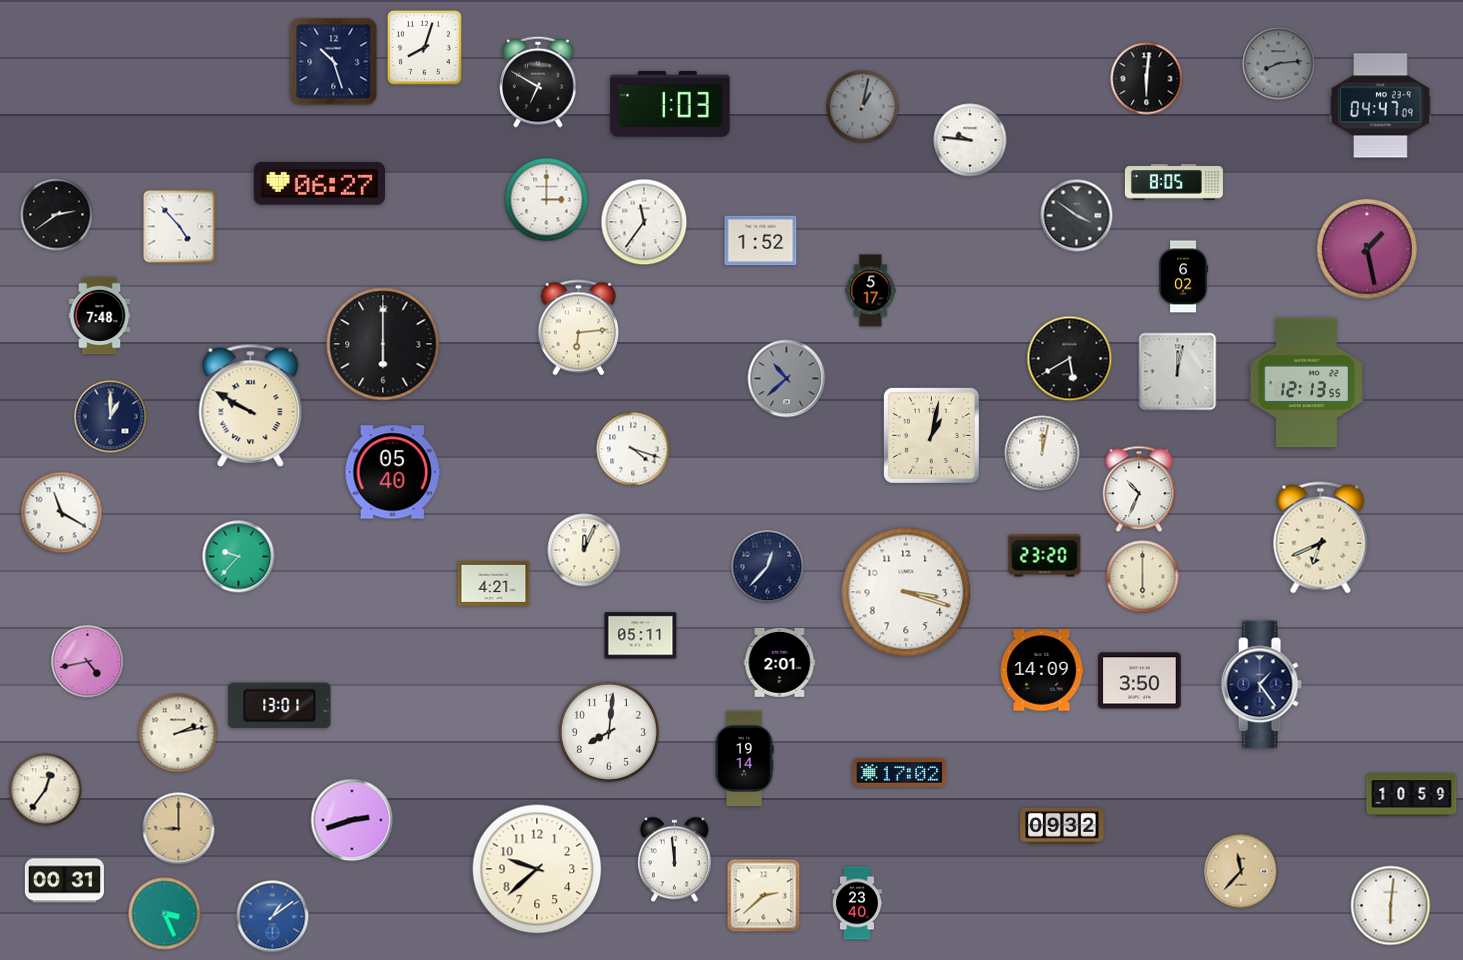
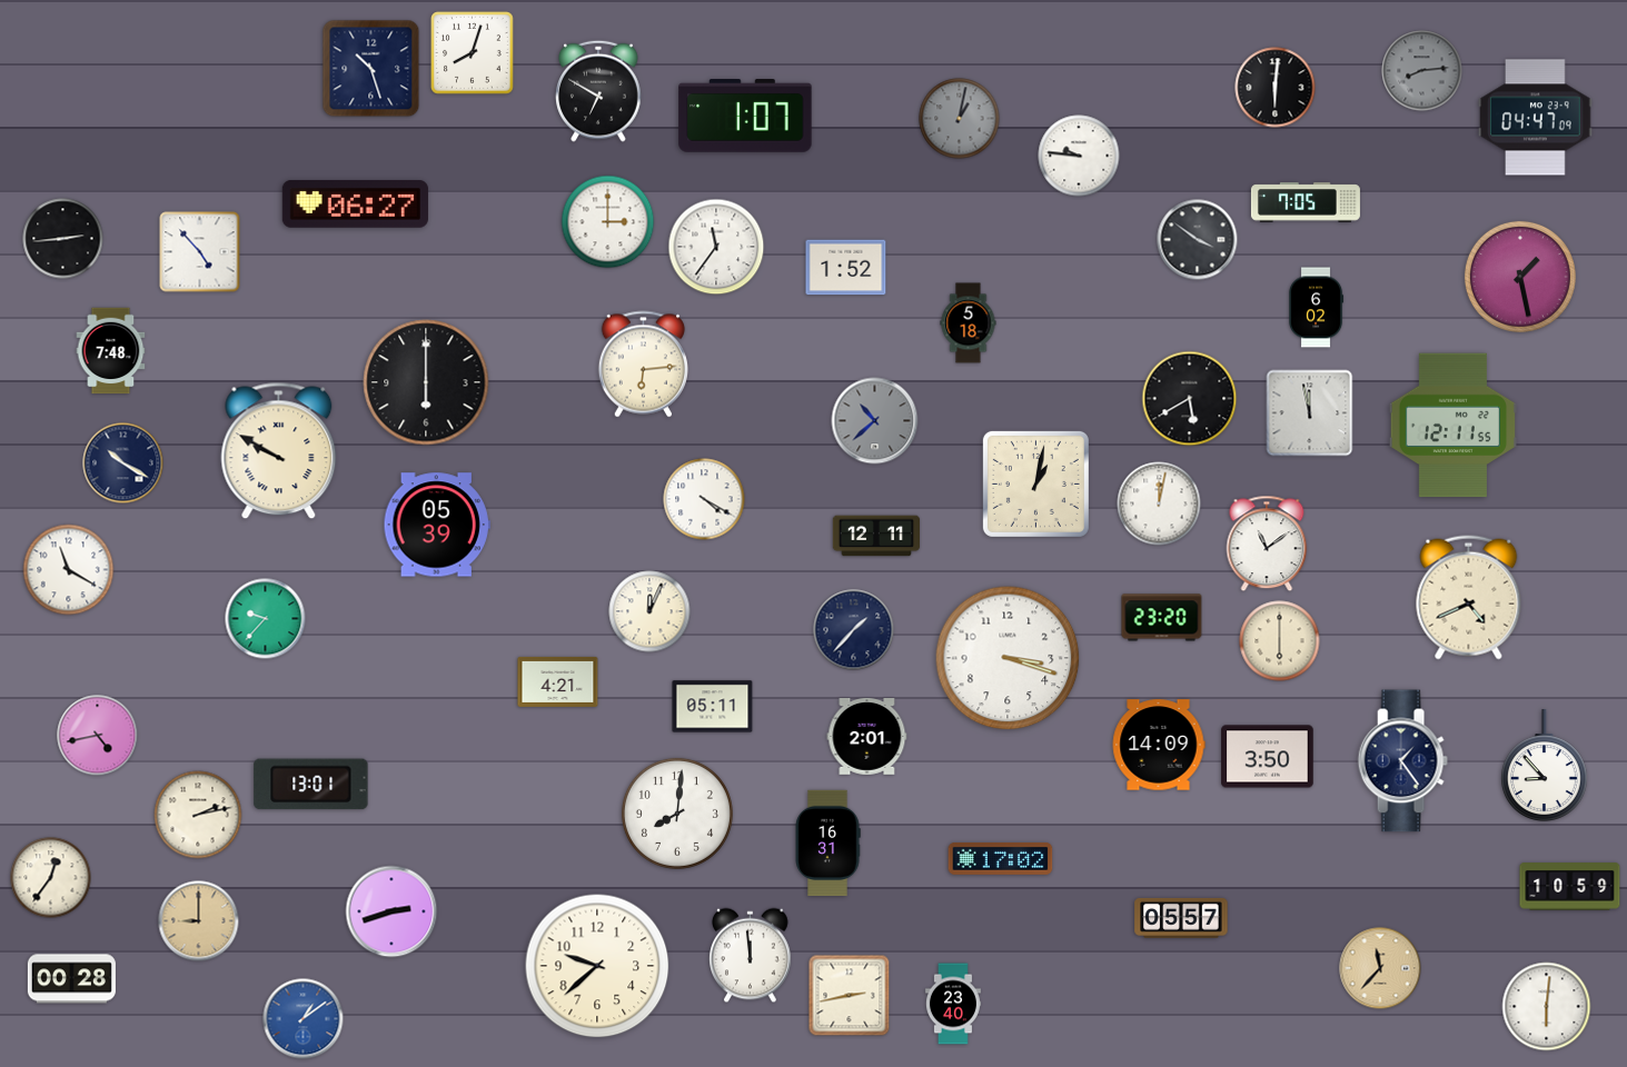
clock at (670, 105): 1:03 -> 1:07
clock at (1174, 182): 8:05 -> 7:05
clock at (57, 215): 2:39 -> 2:44
clock at (871, 291): 5:17 -> 5:18
clock at (1178, 372): 12:02 -> 11:58
clock at (1306, 383): 12:13 -> 12:11
clock at (111, 417): 1:00 -> 10:20
clock at (633, 449): 4:18 -> 4:20
clock at (393, 472): 05:40 -> 05:39
clock at (876, 536): none -> 12:11
clock at (1139, 489): 10:34 -> 11:09
clock at (1321, 538): 6:41 -> 4:41
clock at (768, 567): 12:37 -> 1:37
clock at (1143, 577) position: (1143, 577) -> (1280, 641)
clock at (494, 583) position: (494, 583) -> (558, 681)
clock at (1544, 765): none -> 8:53
clock at (744, 759): 19:14 -> 16:31
clock at (1412, 795) position: (1412, 795) -> (1570, 887)
clock at (1062, 826): 09:32 -> 05:57
clock at (64, 881): 00:31 -> 00:28
clock at (764, 896): 2:38 -> 2:43
clock at (165, 914): 3:26 -> none
